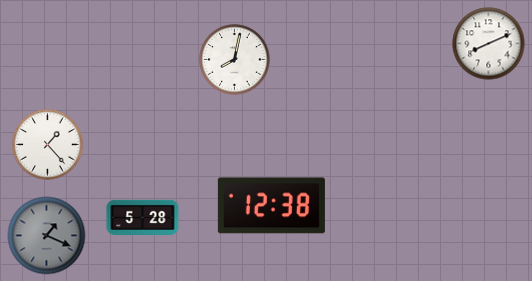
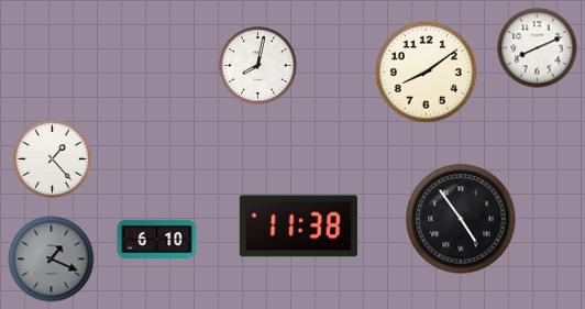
clock at (426, 71): none -> 8:09
clock at (461, 219): none -> 4:54
clock at (271, 206): 12:38 -> 11:38
clock at (143, 217): 5:28 -> 6:10
